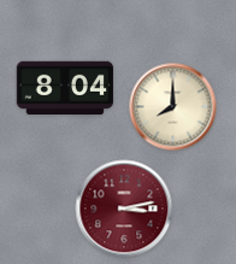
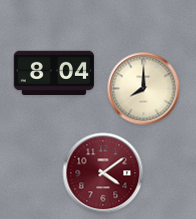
clock at (124, 209): 3:13 -> 4:09
